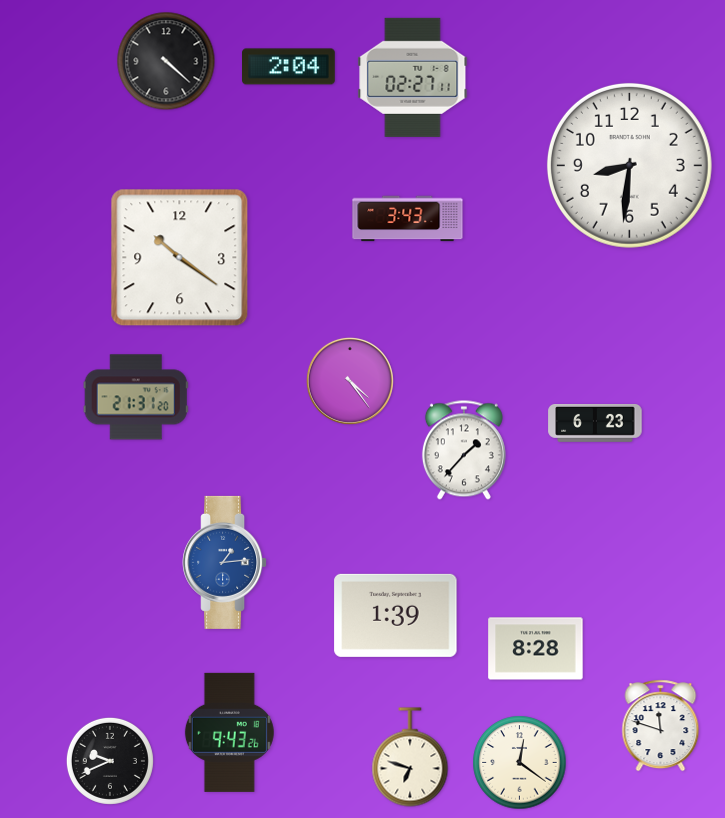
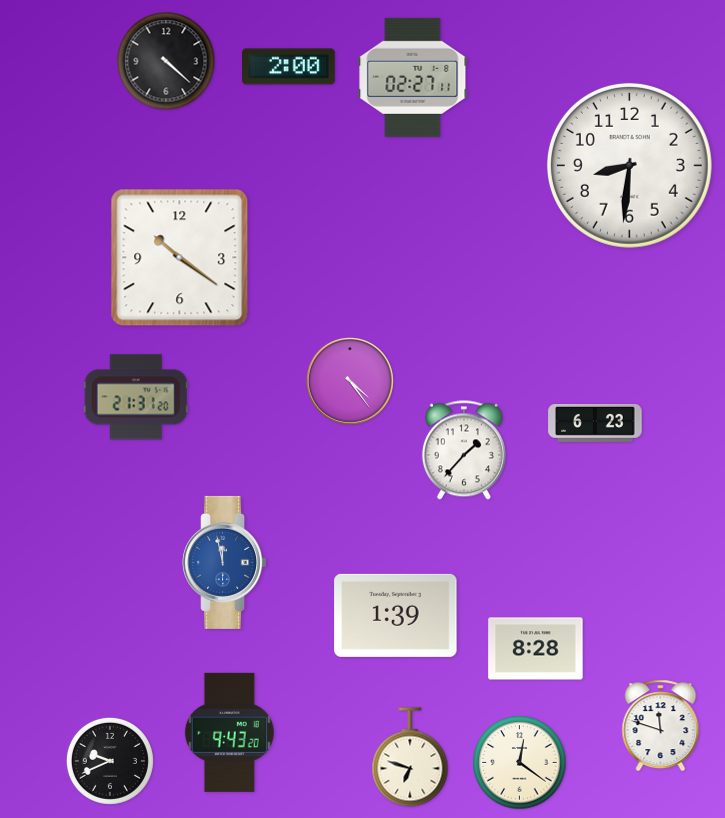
clock at (289, 67): 2:04 -> 2:00
clock at (408, 219): 3:43 -> none
clock at (225, 562): 1:14 -> 11:58
clock at (229, 732): 9:43:26 -> 9:43:20
